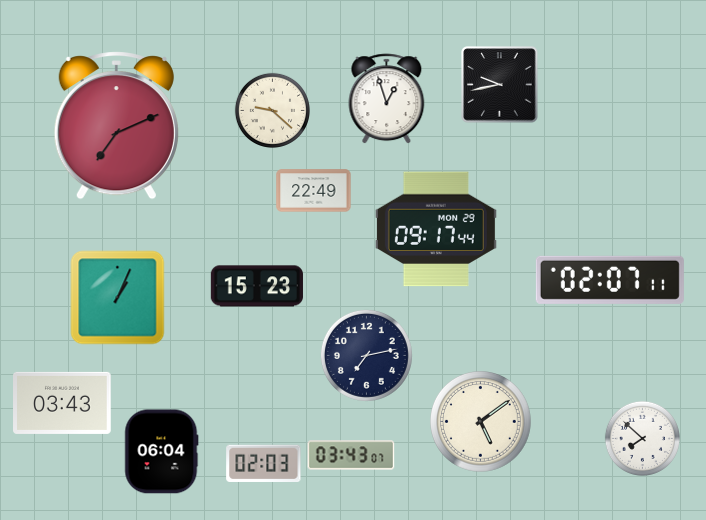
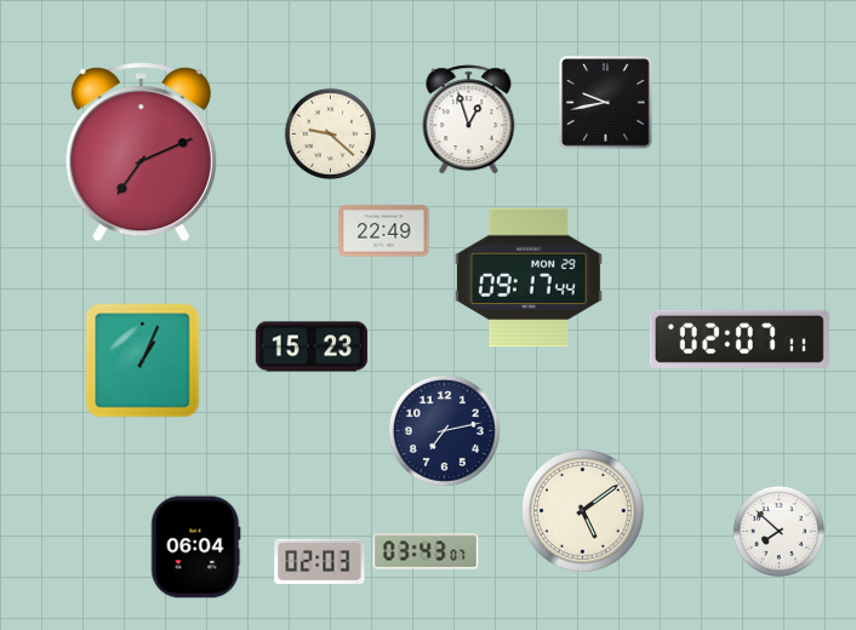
clock at (314, 191) position: (314, 191) -> (384, 231)
clock at (63, 403): 03:43 -> none
